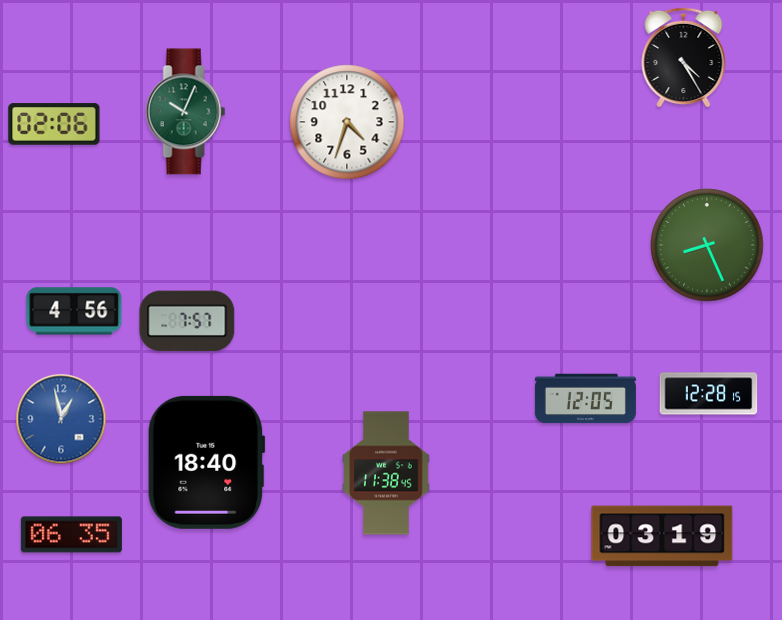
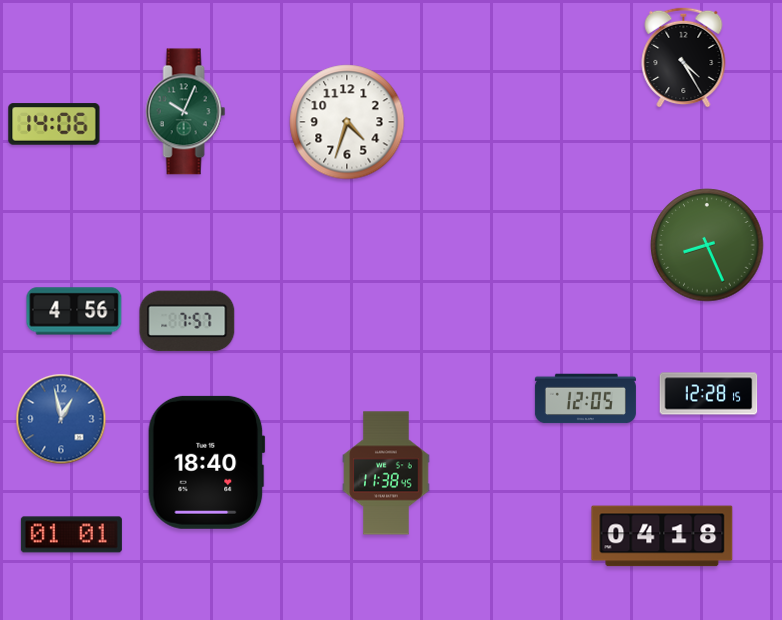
clock at (54, 124): 02:06 -> 14:06
clock at (71, 535): 06:35 -> 01:01
clock at (662, 536): 03:19 -> 04:18
